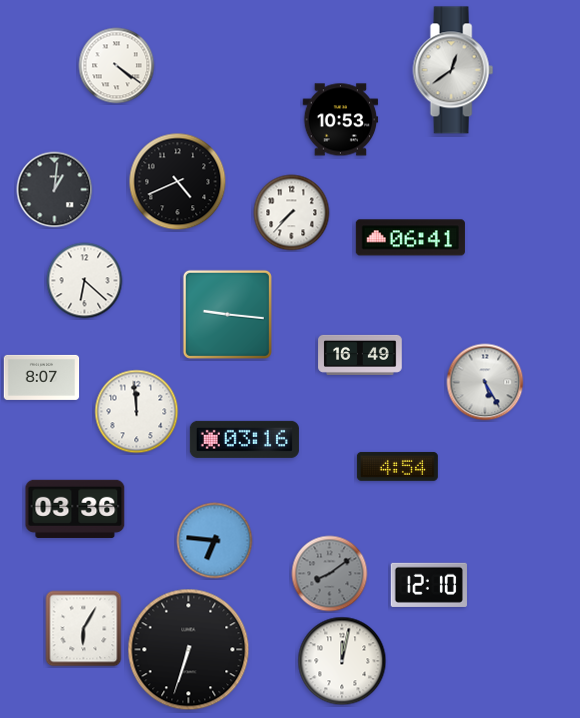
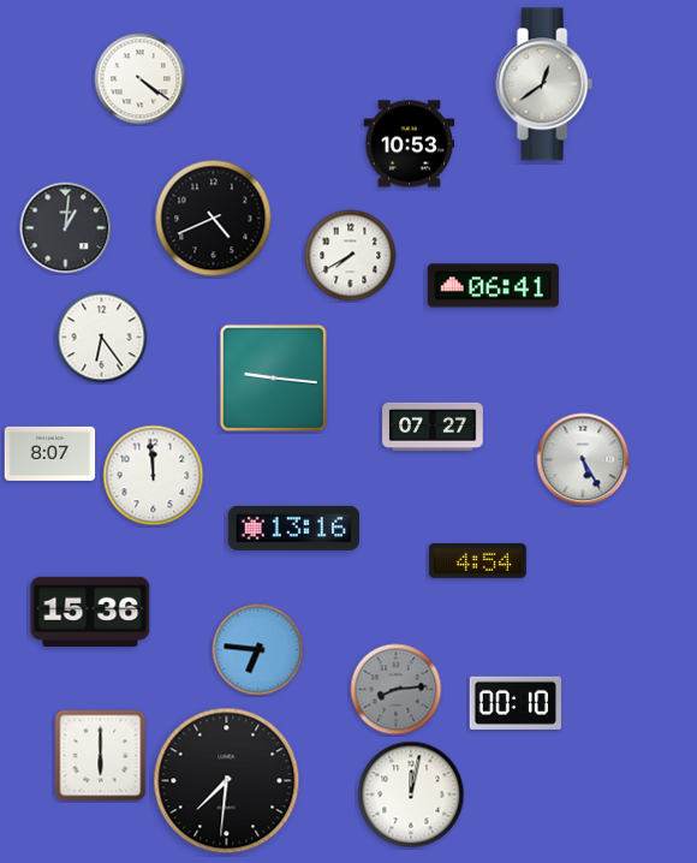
clock at (292, 213): 7:37 -> 7:40
clock at (85, 281): 6:22 -> 6:24
clock at (360, 355): 16:49 -> 07:27
clock at (137, 412) position: (137, 412) -> (154, 476)
clock at (244, 439): 03:16 -> 13:16
clock at (75, 509): 03:36 -> 15:36
clock at (330, 574): 8:09 -> 8:14
clock at (429, 585): 12:10 -> 00:10
clock at (84, 629): 6:05 -> 6:00
clock at (189, 650): 6:33 -> 7:31
